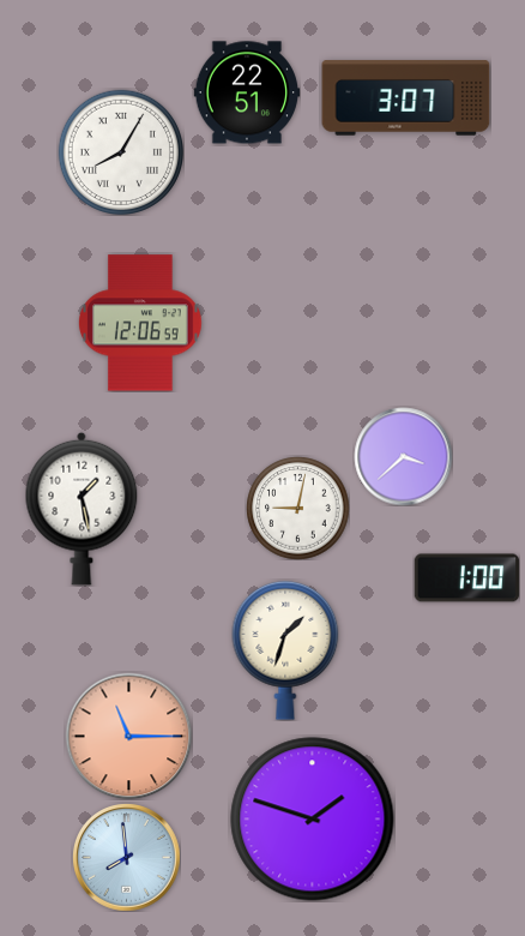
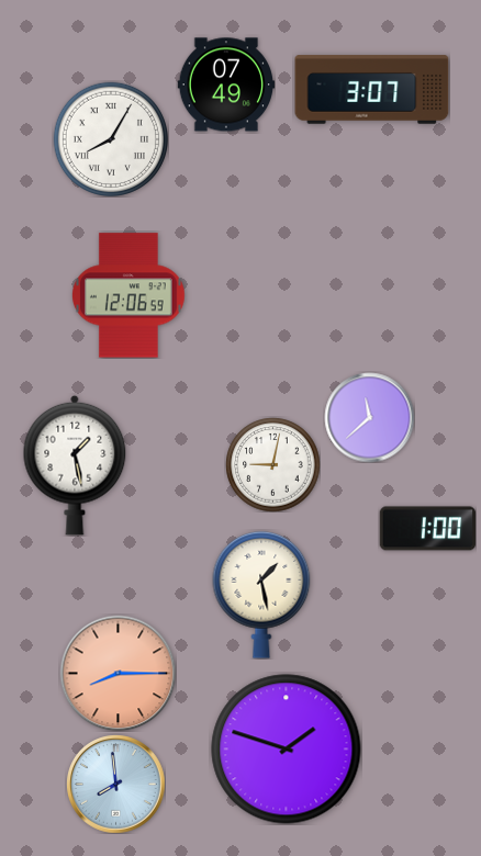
clock at (247, 92): 22:51 -> 07:49
clock at (403, 456): 3:38 -> 11:38
clock at (285, 650): 1:33 -> 1:28
clock at (128, 736): 11:15 -> 8:15
